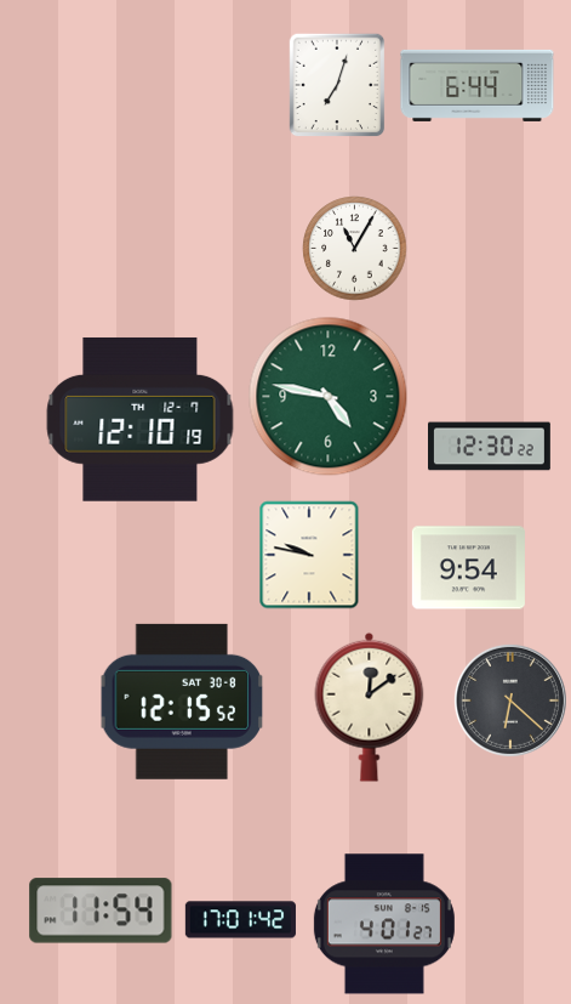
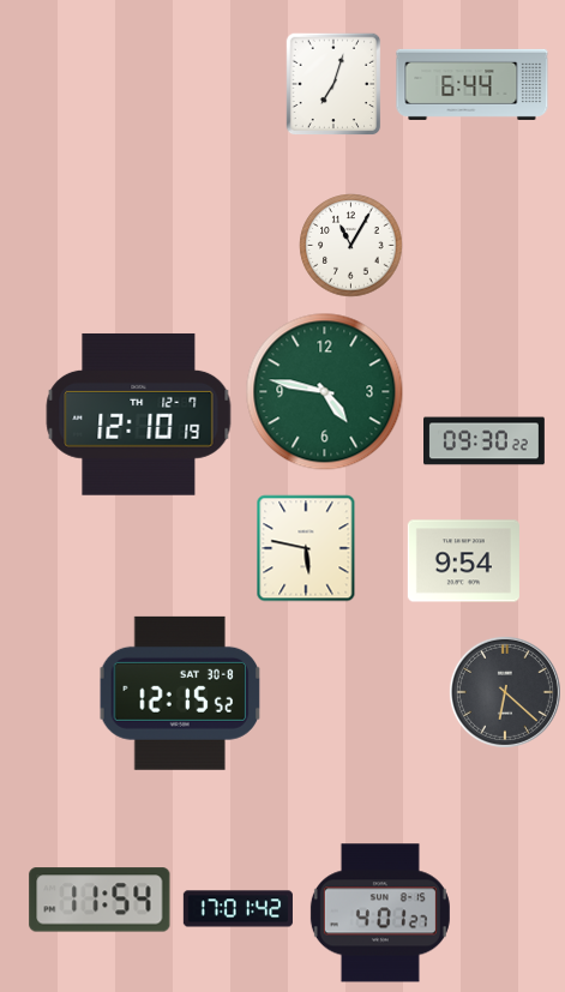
clock at (490, 447): 12:30 -> 09:30
clock at (309, 555): 9:47 -> 5:47
clock at (370, 707): 12:09 -> none
